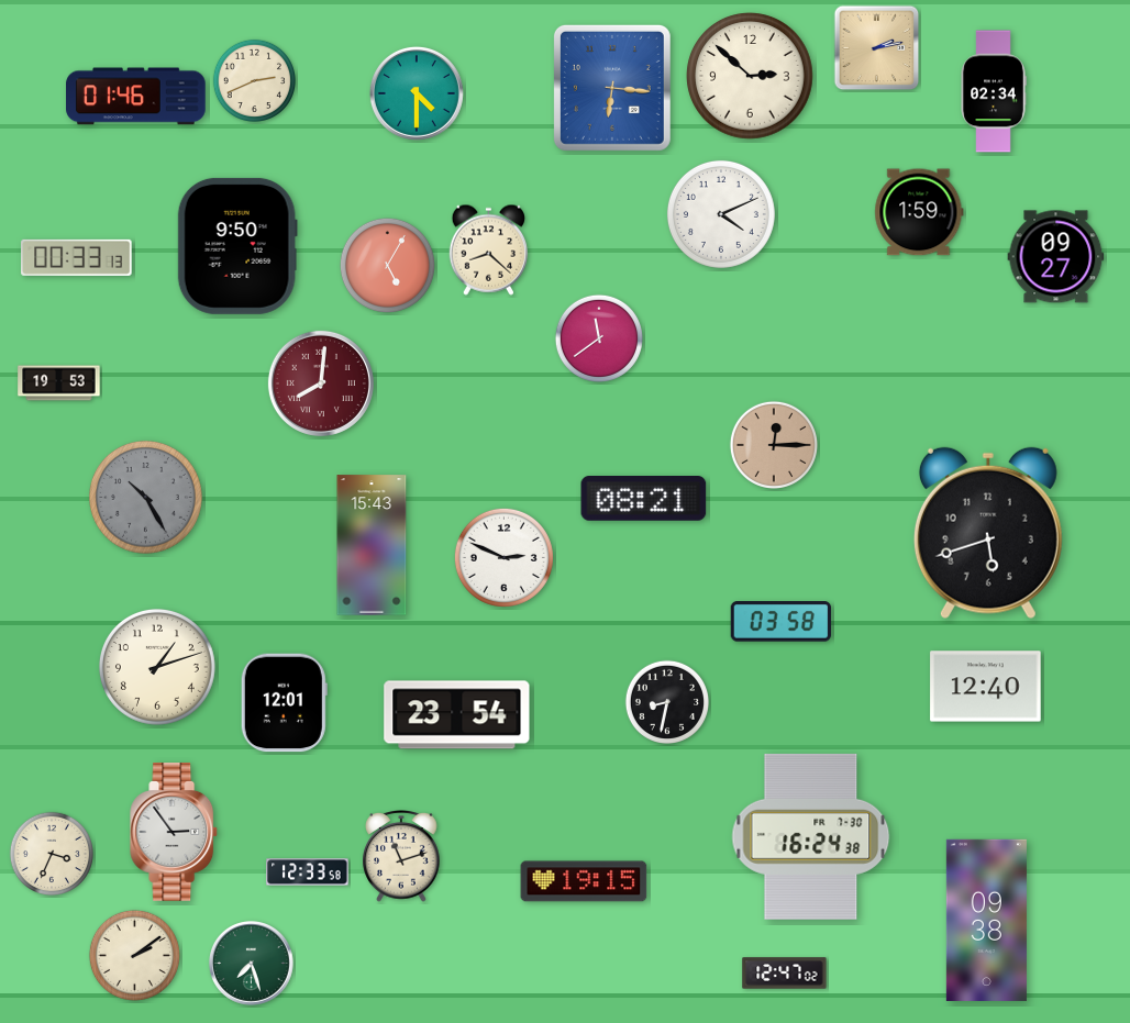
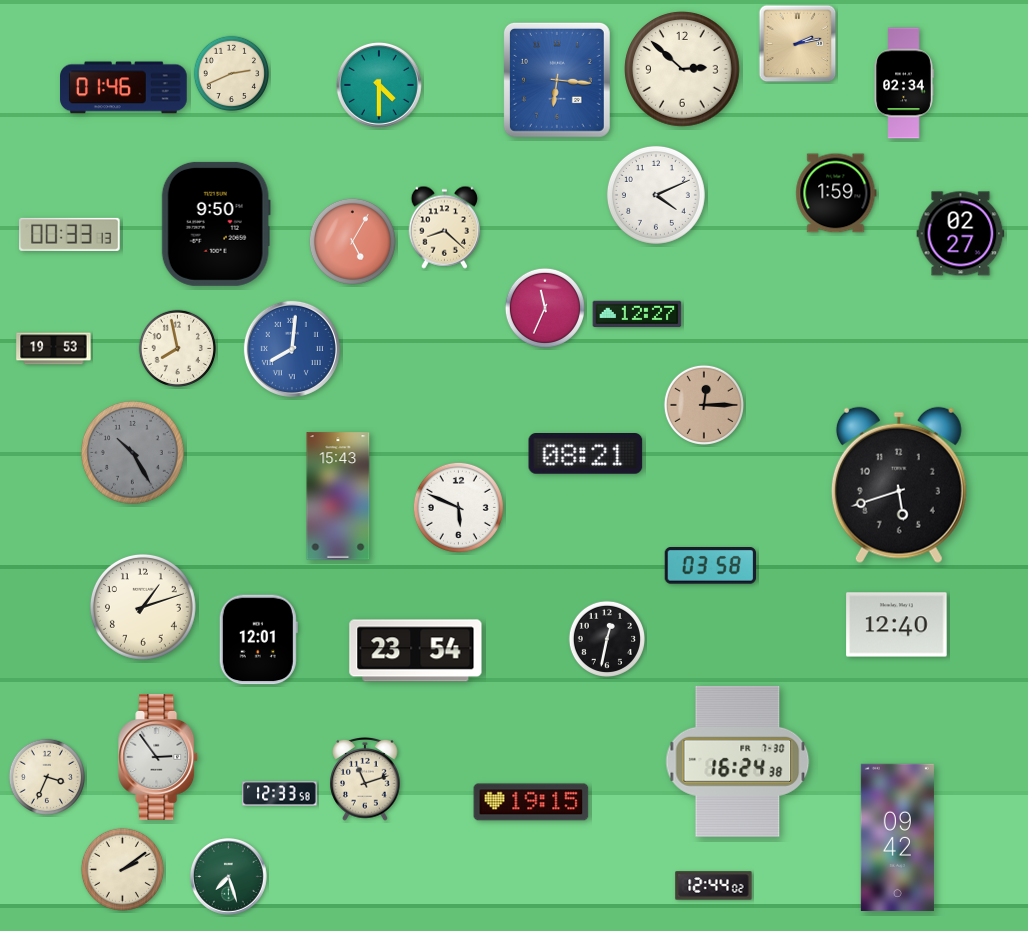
clock at (1056, 257): 09:27 -> 02:27
clock at (599, 338): 11:39 -> 11:34
clock at (637, 314): none -> 12:27
clock at (177, 348): none -> 7:58
clock at (321, 383) dial: burgundy -> blue
clock at (503, 557): 2:49 -> 5:49
clock at (666, 701): 8:32 -> 12:32
clock at (986, 920): 09:38 -> 09:42
clock at (785, 974): 12:47 -> 12:44
